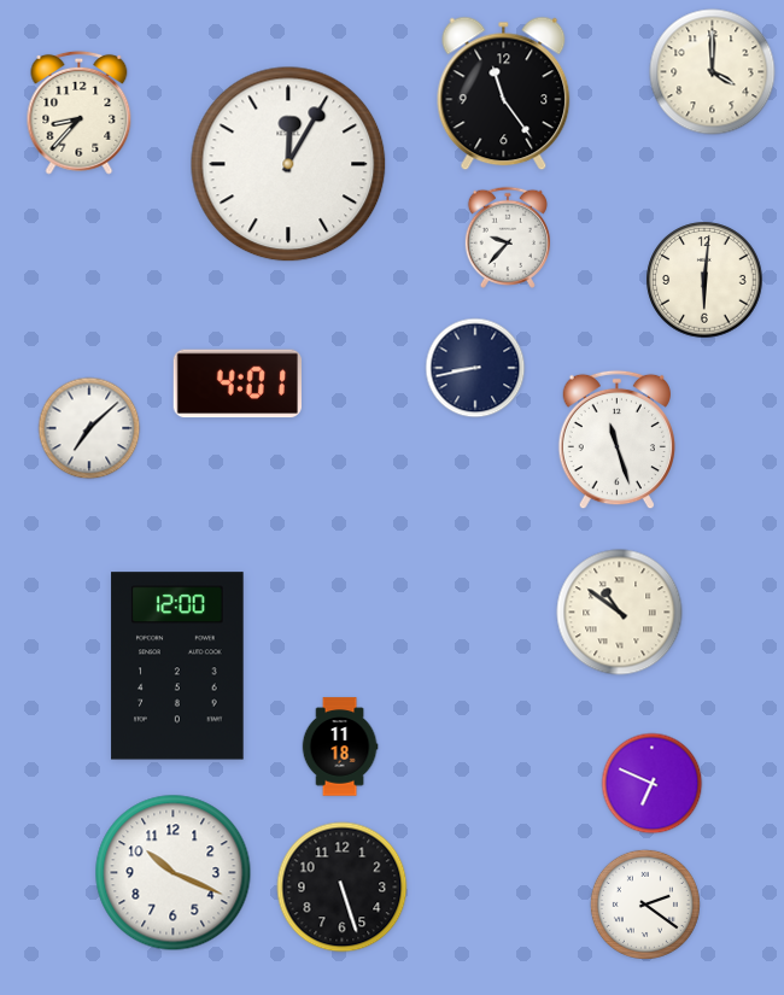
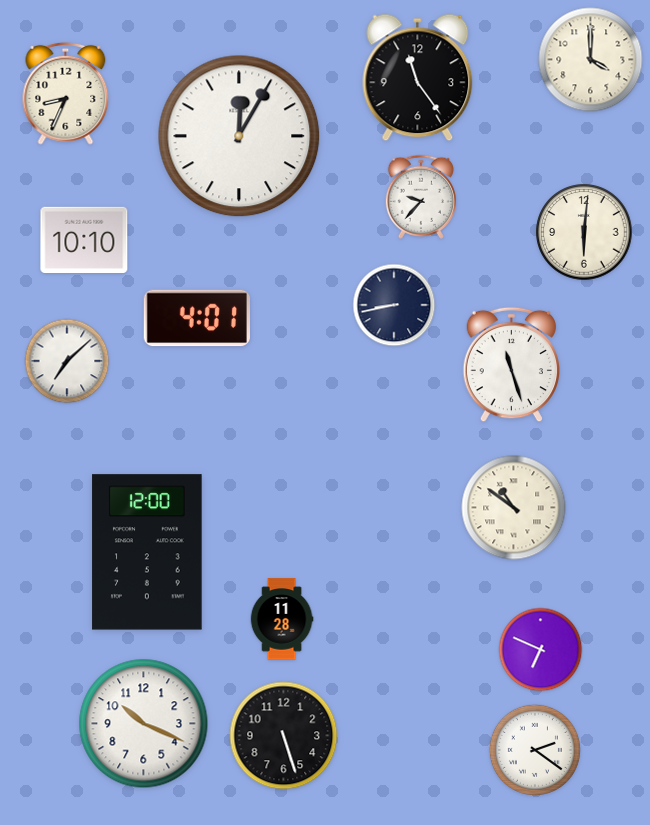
clock at (80, 112): 8:37 -> 8:34
clock at (84, 239): none -> 10:10
clock at (89, 428) position: (89, 428) -> (67, 361)
clock at (340, 747): 11:18 -> 11:28
